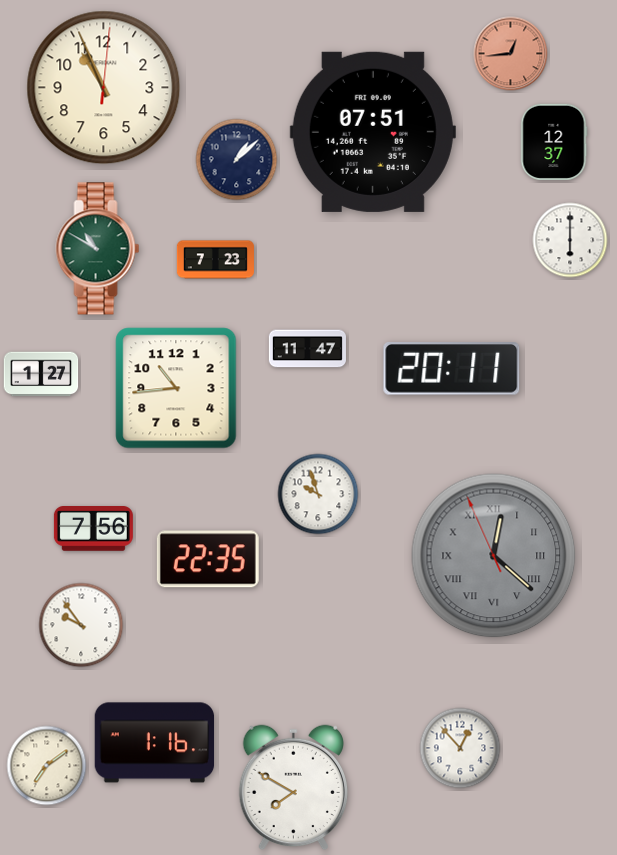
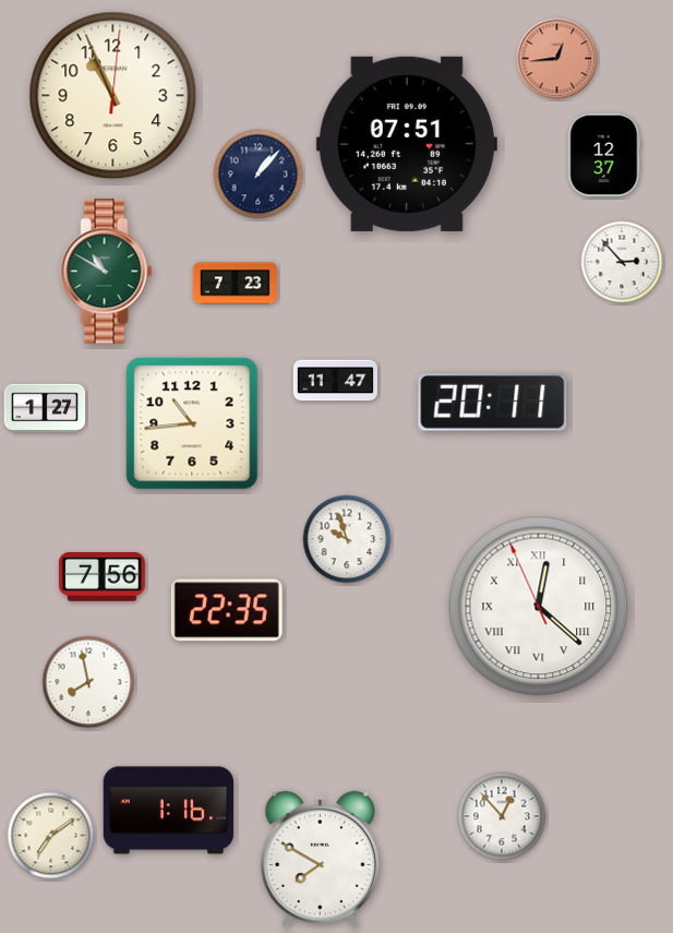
clock at (237, 160): 1:08 -> 1:07
clock at (570, 240): 6:00 -> 2:53
clock at (494, 556) dial: grey -> white
clock at (81, 625): 9:54 -> 7:58
